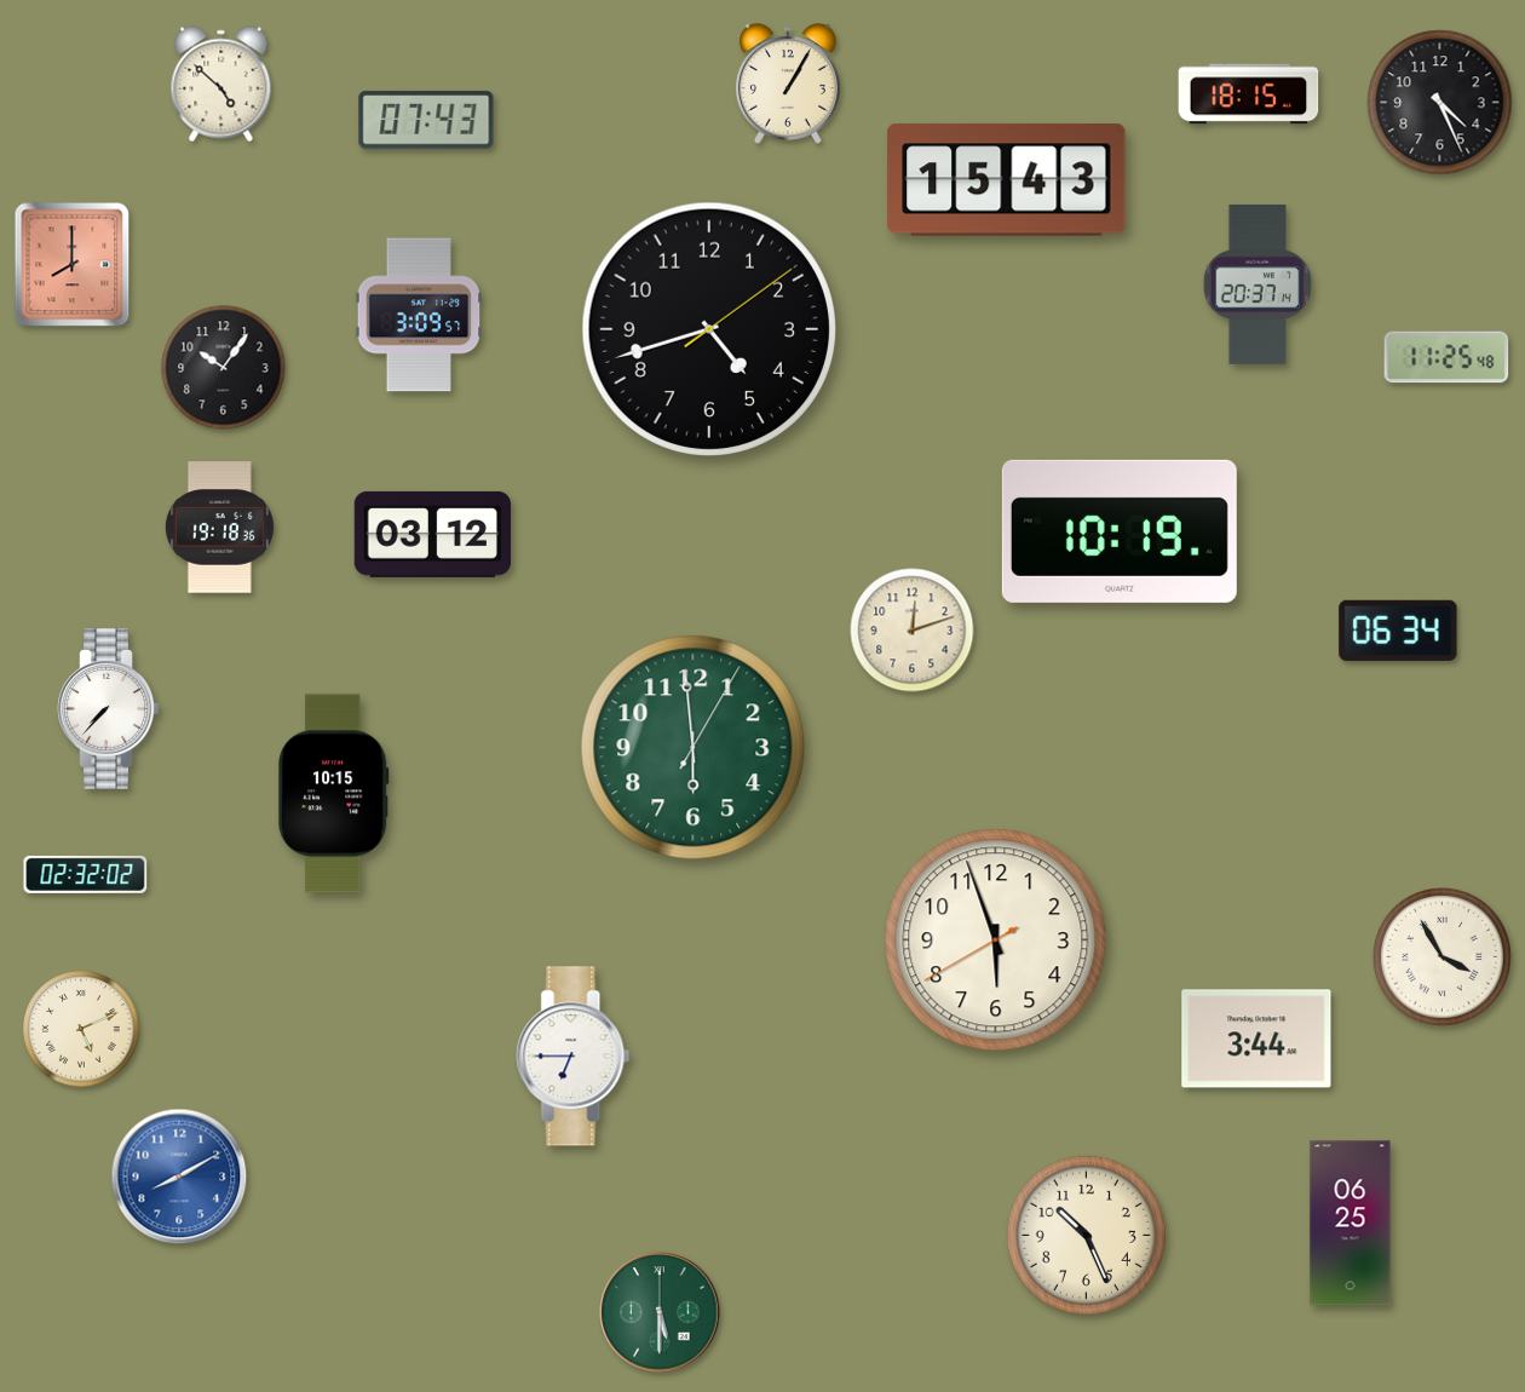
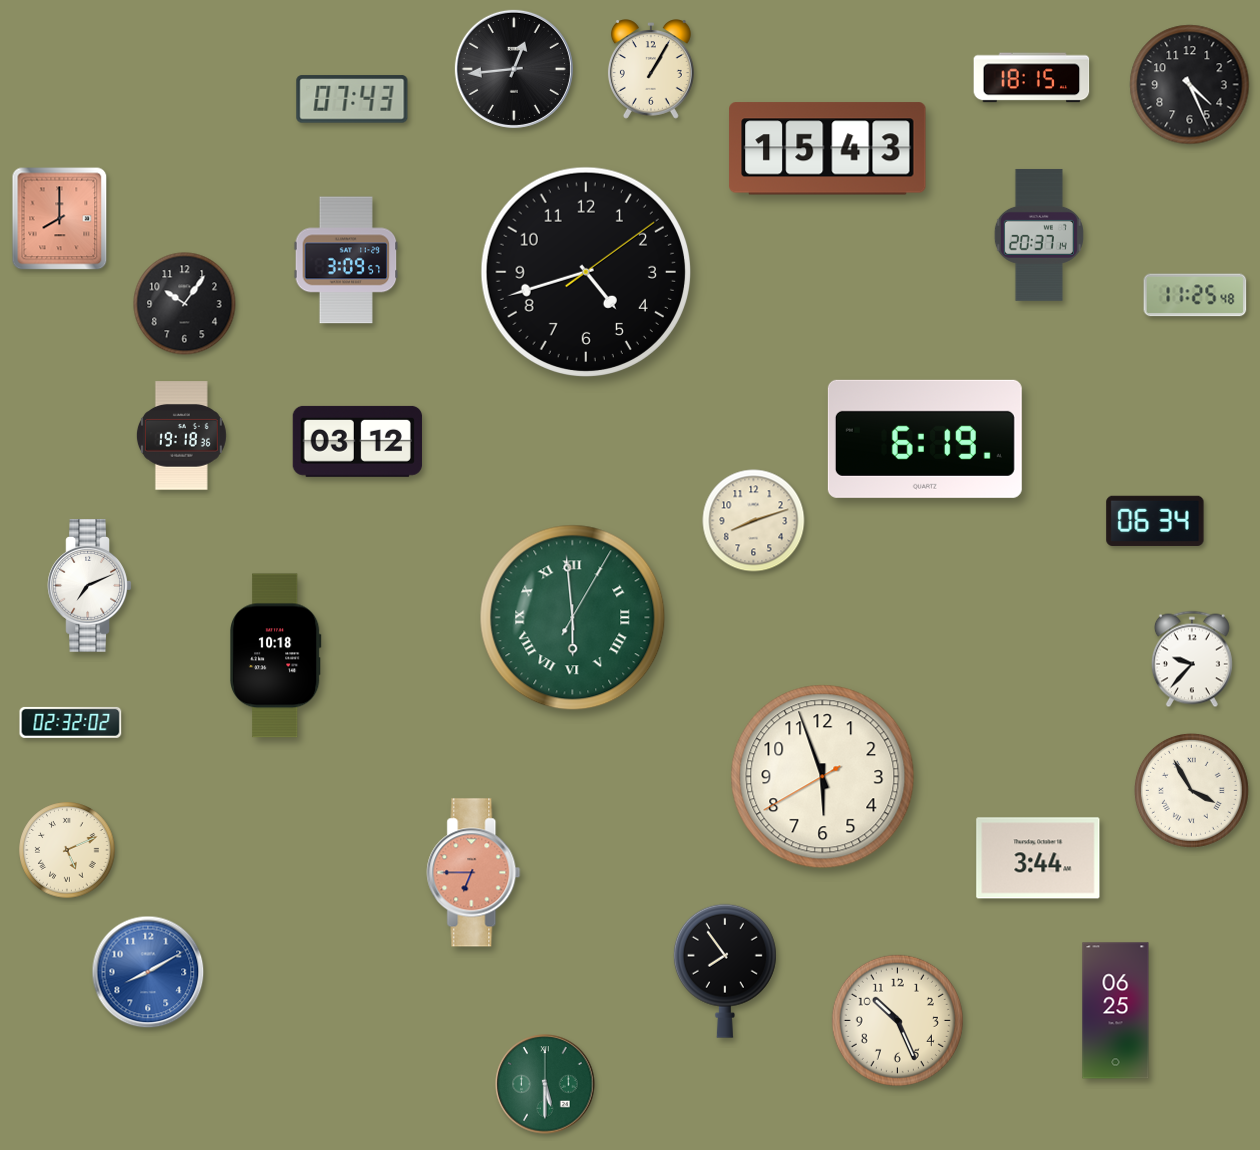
clock at (514, 69): none -> 12:44
clock at (221, 85): 4:52 -> none
clock at (1007, 180) position: (1007, 180) -> (828, 149)
clock at (1120, 531): 10:19 -> 6:19
clock at (913, 631): 12:12 -> 8:12
clock at (109, 709): 7:37 -> 7:11
clock at (694, 748) numerals: Arabic -> Roman
clock at (334, 794): 10:15 -> 10:18
clock at (1192, 659): none -> 9:37
clock at (574, 1057) dial: white -> salmon
clock at (725, 971): none -> 7:54
